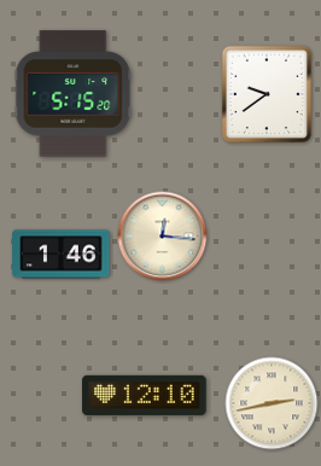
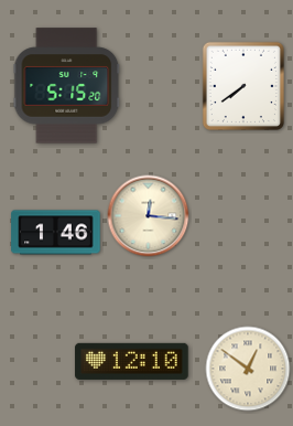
clock at (267, 94): 9:39 -> 7:39
clock at (272, 403): 2:43 -> 12:51
